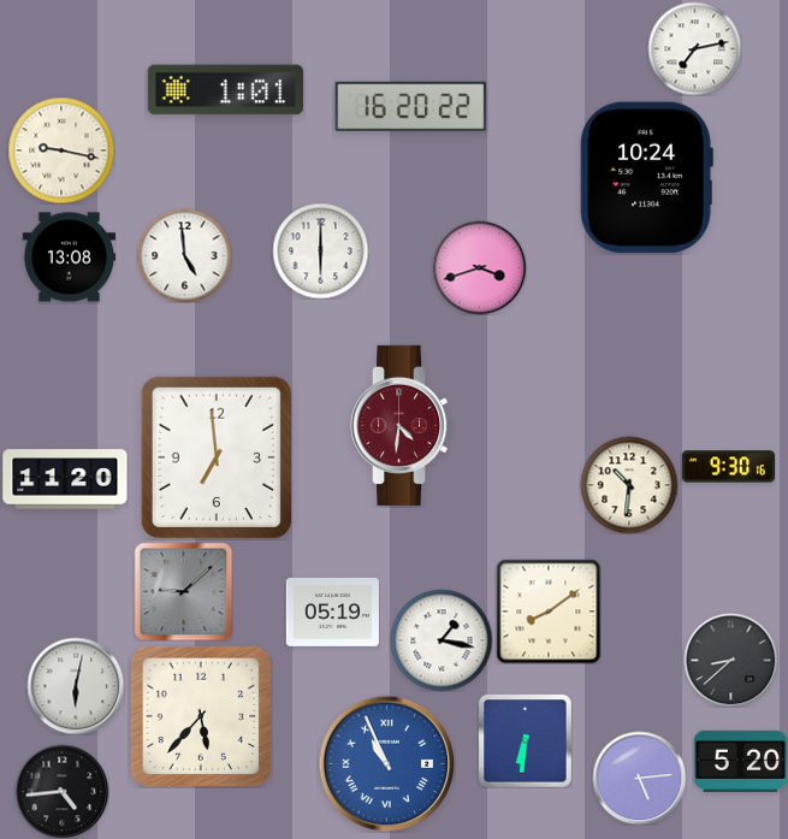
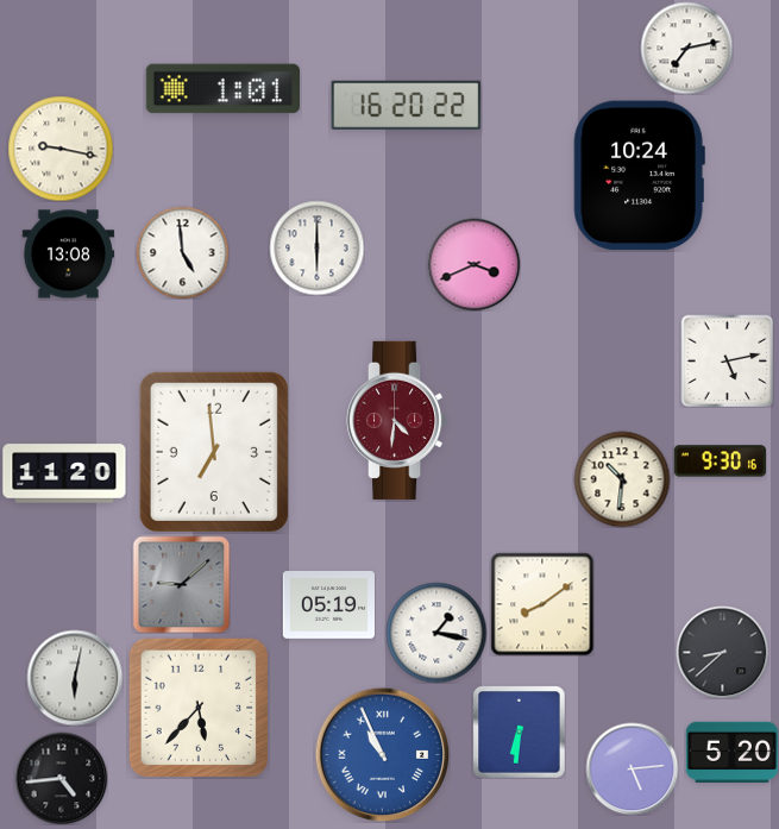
clock at (479, 267): 3:42 -> 3:41
clock at (727, 360): none -> 5:13
clock at (61, 791) position: (61, 791) -> (61, 778)
